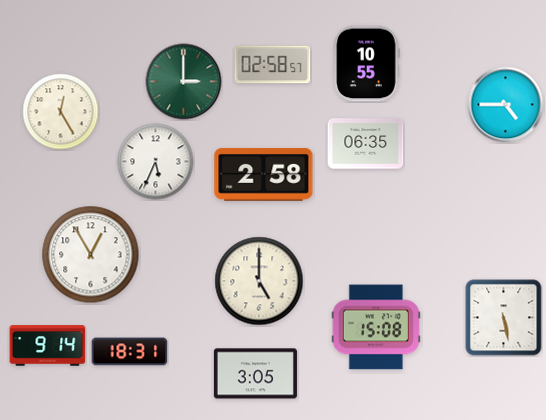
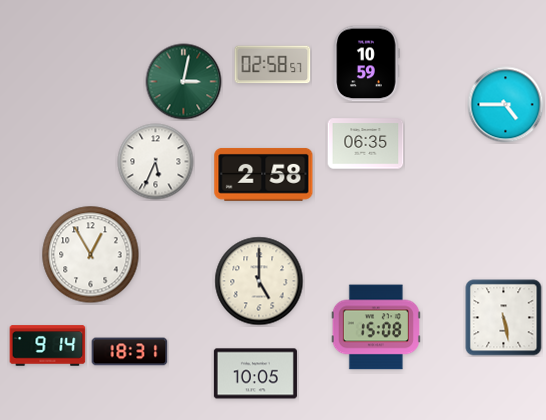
clock at (366, 64): 10:55 -> 10:59
clock at (184, 82): 3:00 -> 3:02
clock at (61, 112): 12:25 -> none
clock at (255, 374): 3:05 -> 10:05
